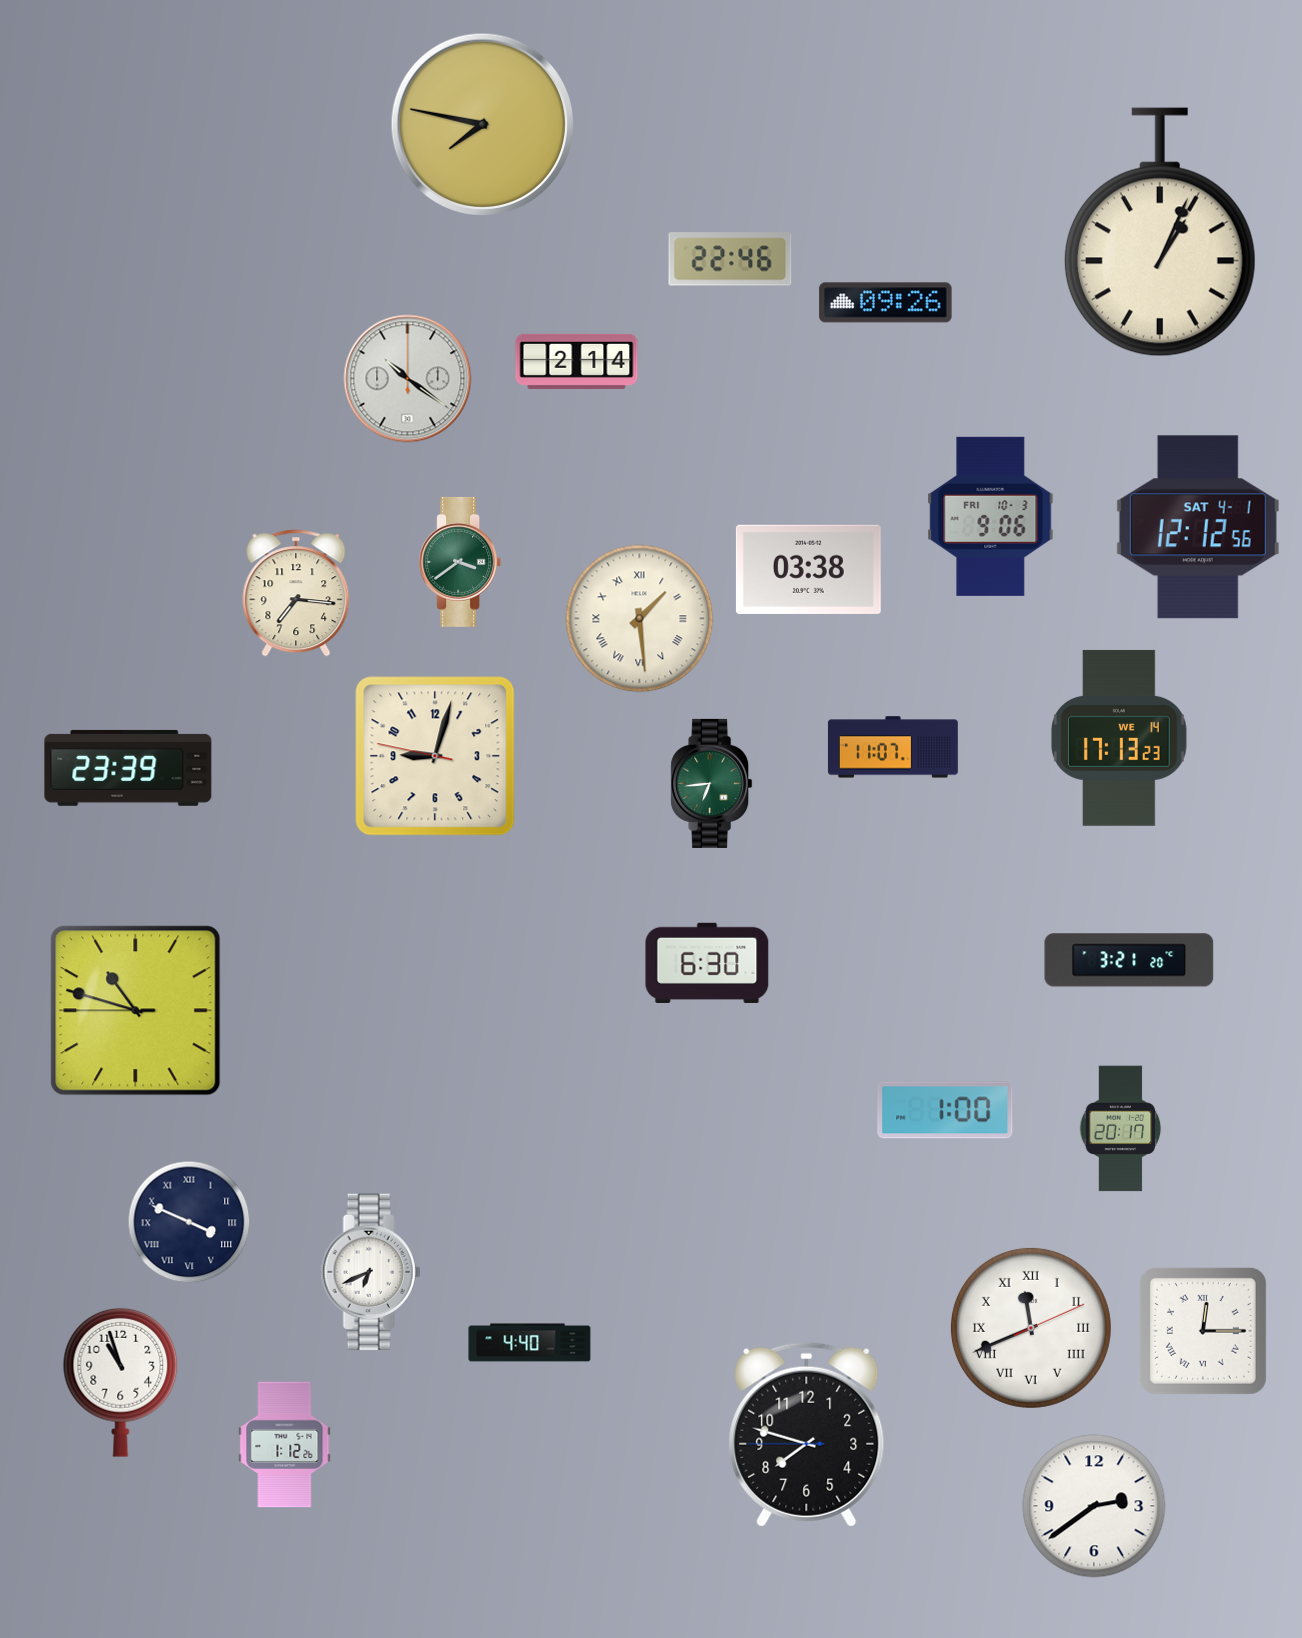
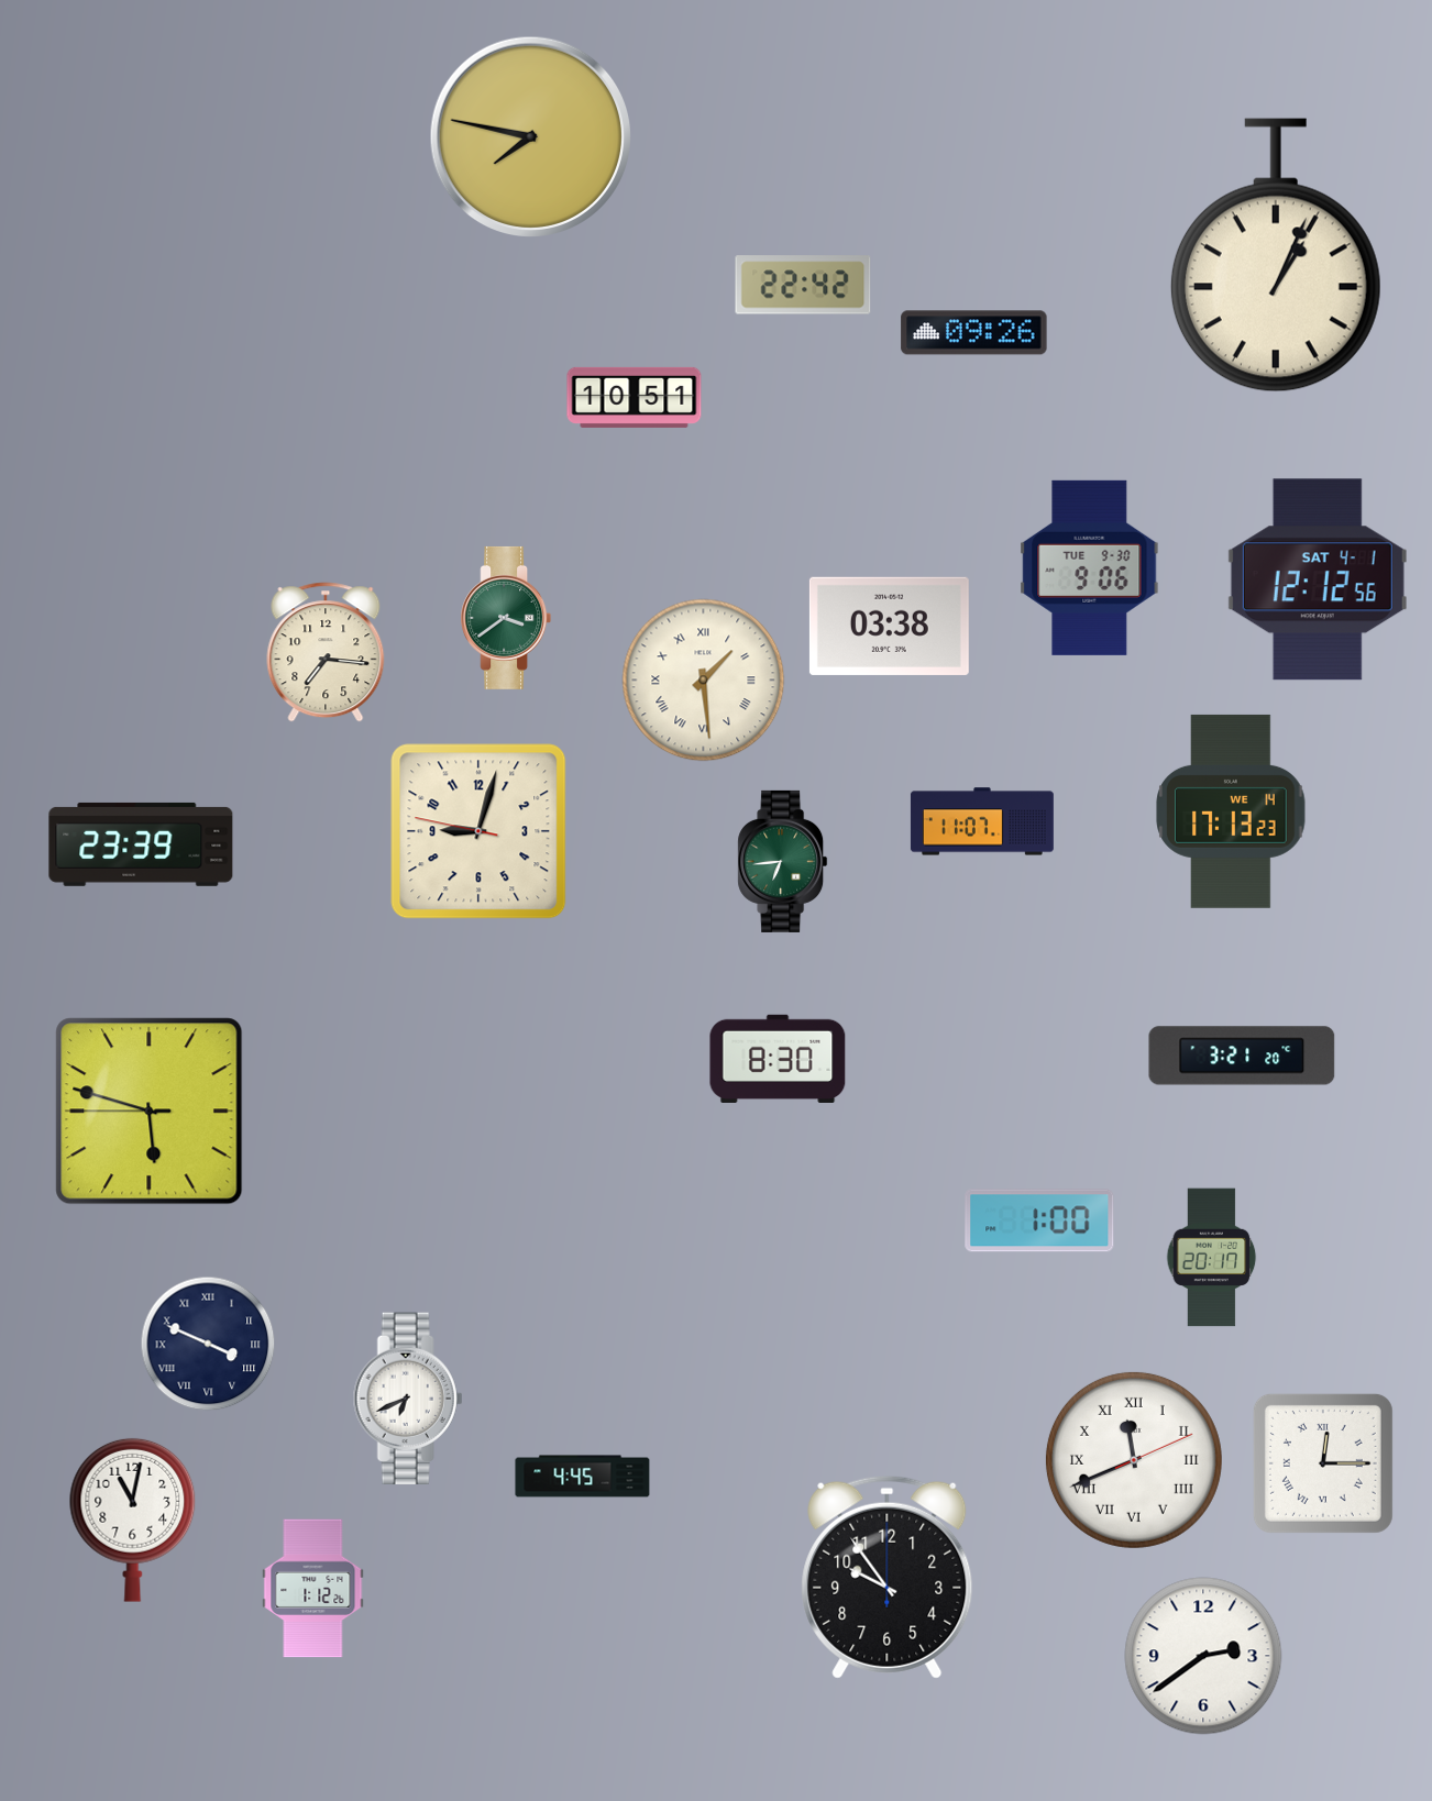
clock at (730, 259): 22:46 -> 22:42
clock at (577, 361): 2:14 -> 10:51
clock at (408, 379): 10:21 -> none
clock at (991, 516) date: FRI 10-3 -> TUE 9-30
clock at (707, 963): 6:30 -> 8:30
clock at (136, 1011): 10:47 -> 5:47
clock at (1121, 1129) position: (1121, 1129) -> (1212, 1258)
clock at (530, 1343): 4:40 -> 4:45
clock at (121, 1382): 10:57 -> 11:02
clock at (807, 1434): 7:47 -> 9:54
